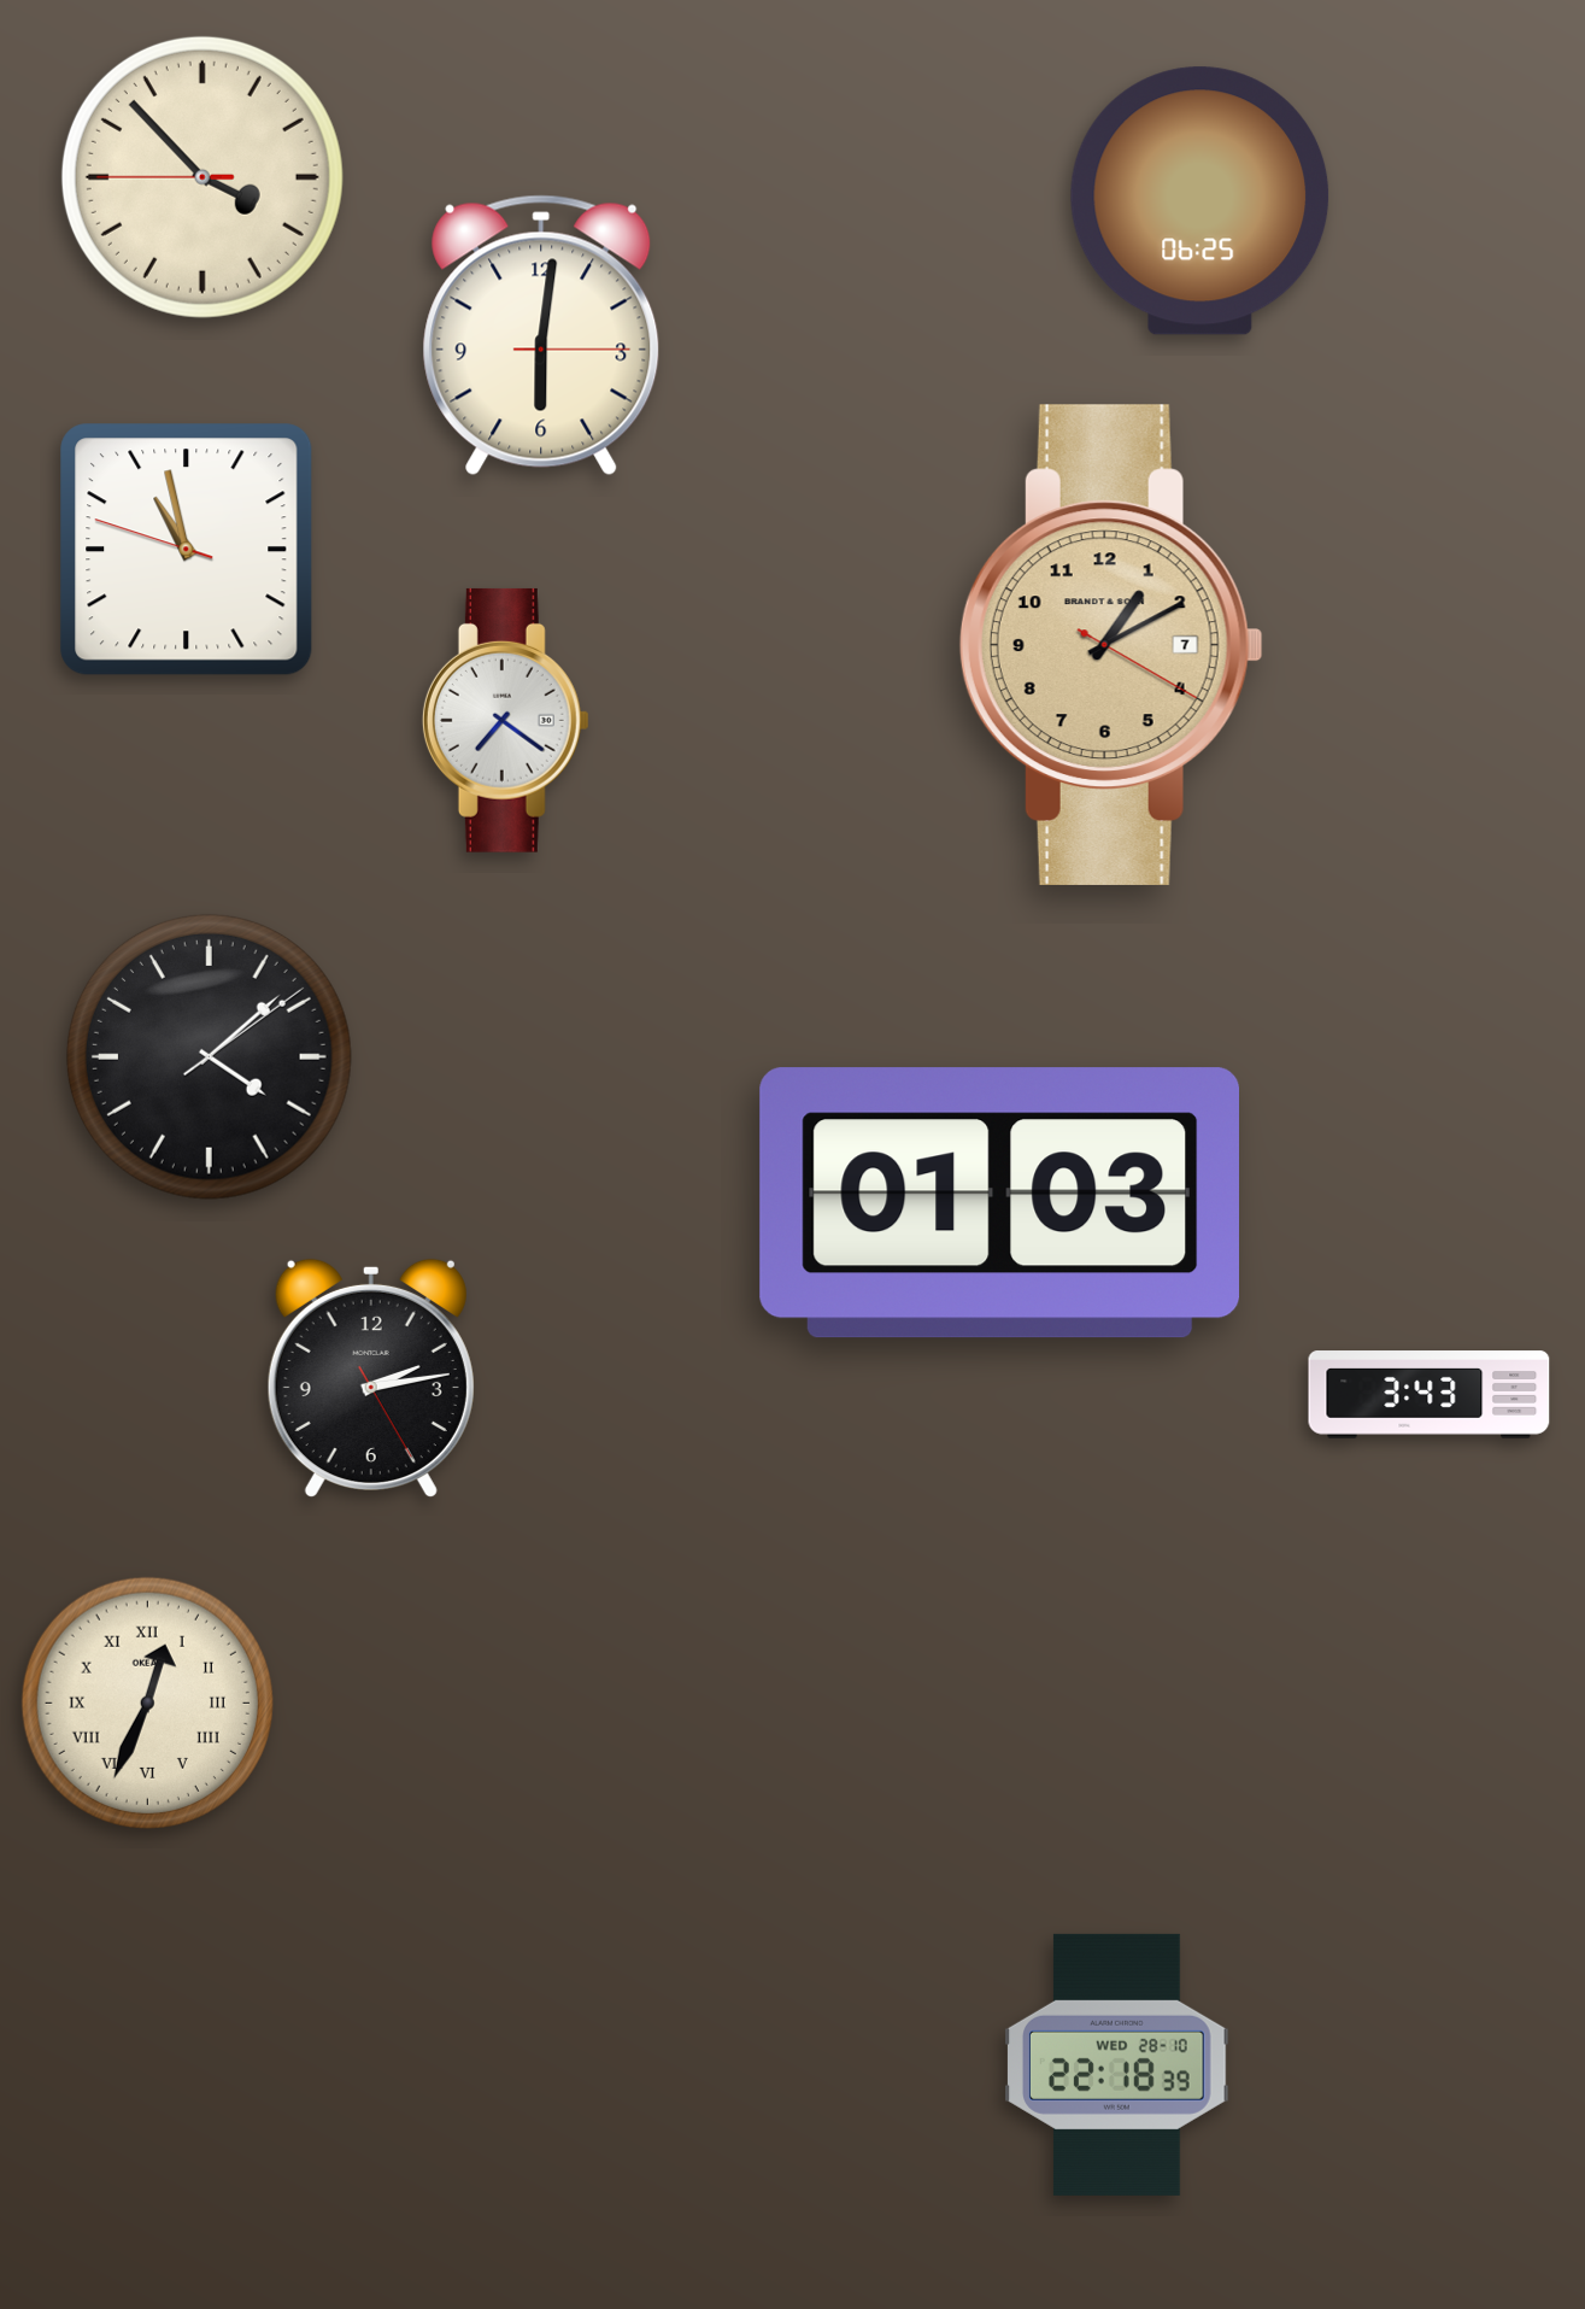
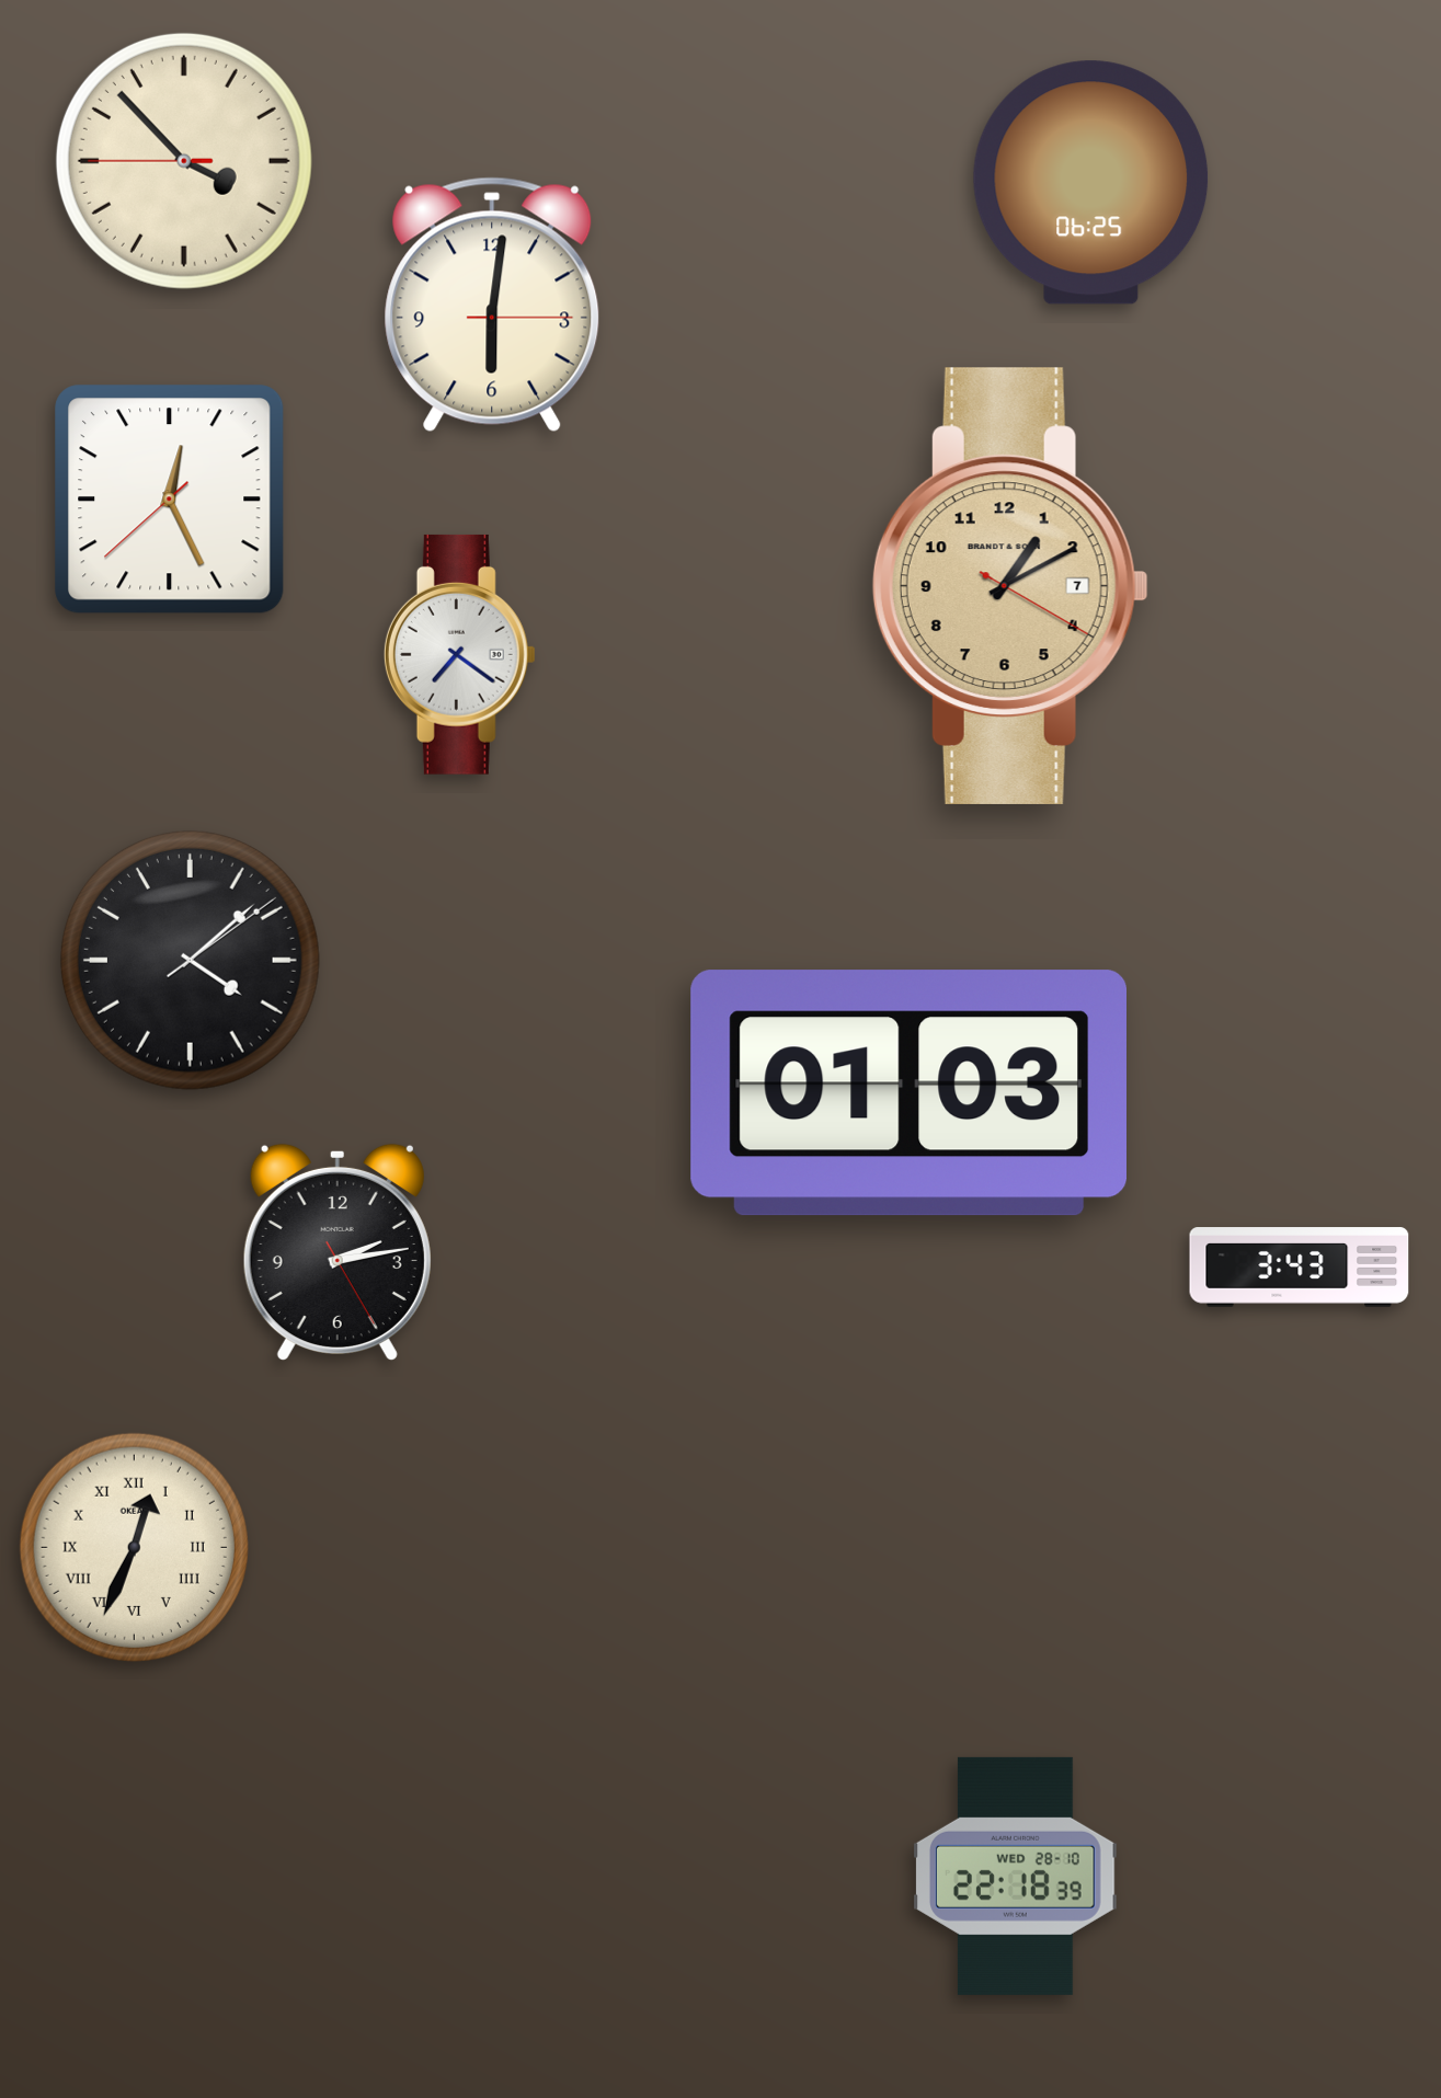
clock at (187, 550): 10:57 -> 12:25
